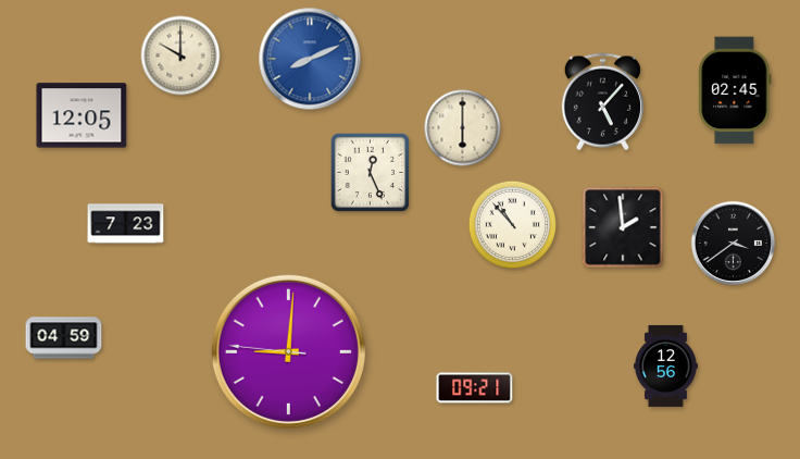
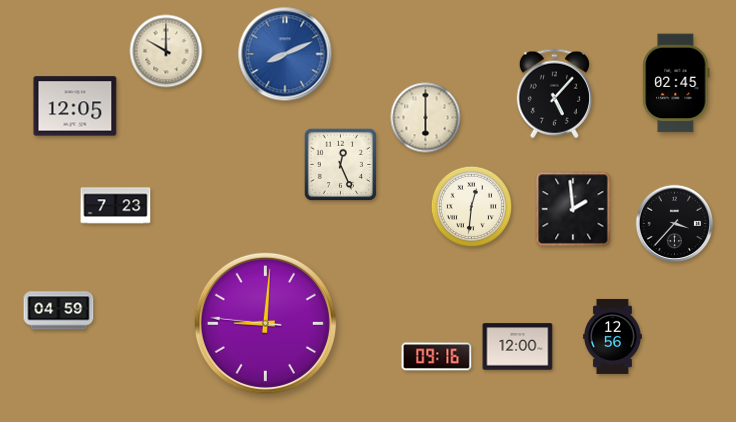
clock at (371, 173) position: (371, 173) -> (341, 165)
clock at (512, 224): 10:53 -> 12:31
clock at (733, 243): 3:39 -> 3:37
clock at (518, 347): none -> 12:00
clock at (475, 388): 09:21 -> 09:16
